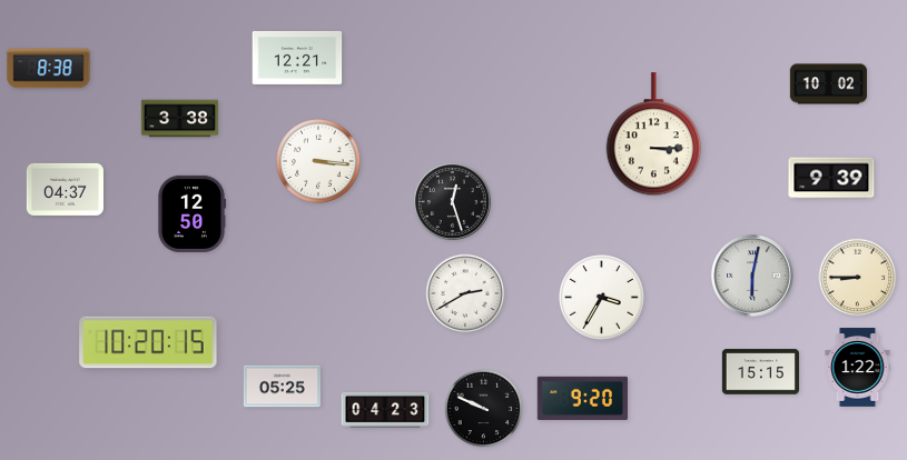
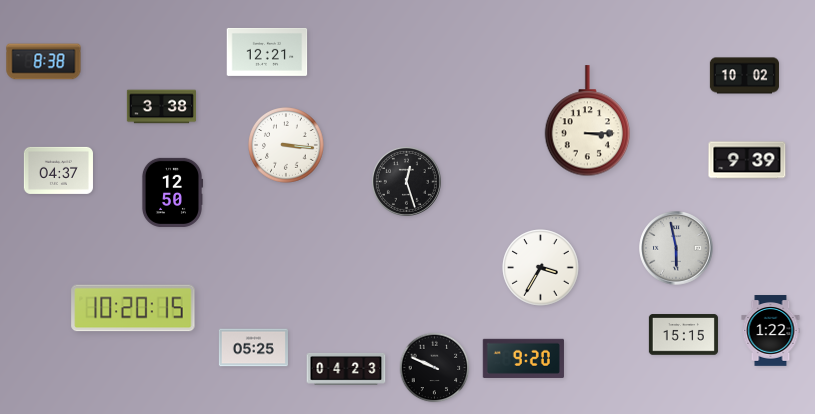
clock at (752, 276): 6:02 -> 5:58
clock at (858, 278): 8:45 -> none
clock at (465, 293): 2:40 -> none
